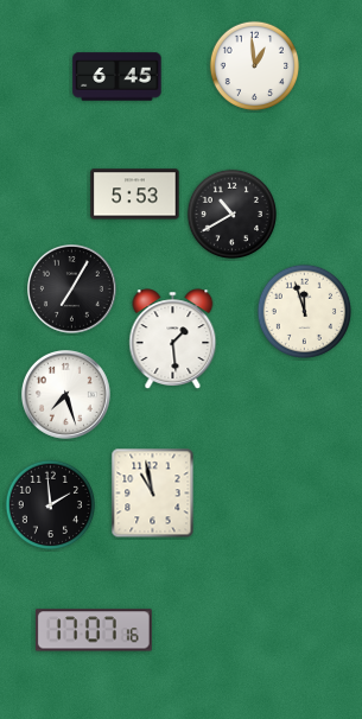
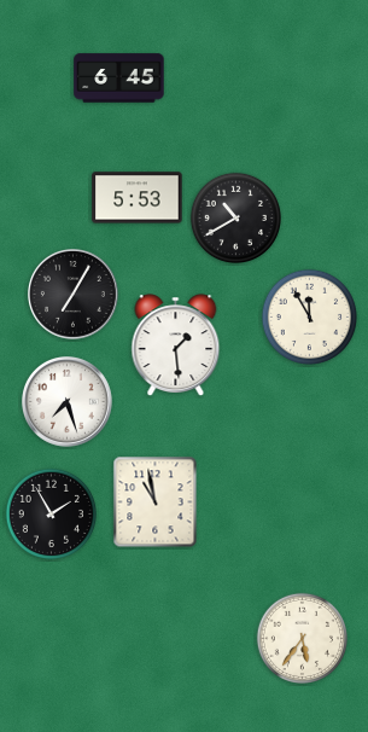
clock at (254, 65): 12:59 -> none
clock at (304, 311): 11:57 -> 11:55
clock at (50, 504): 1:59 -> 1:55
clock at (302, 638): none -> 5:36
clock at (94, 630): 17:07 -> none
